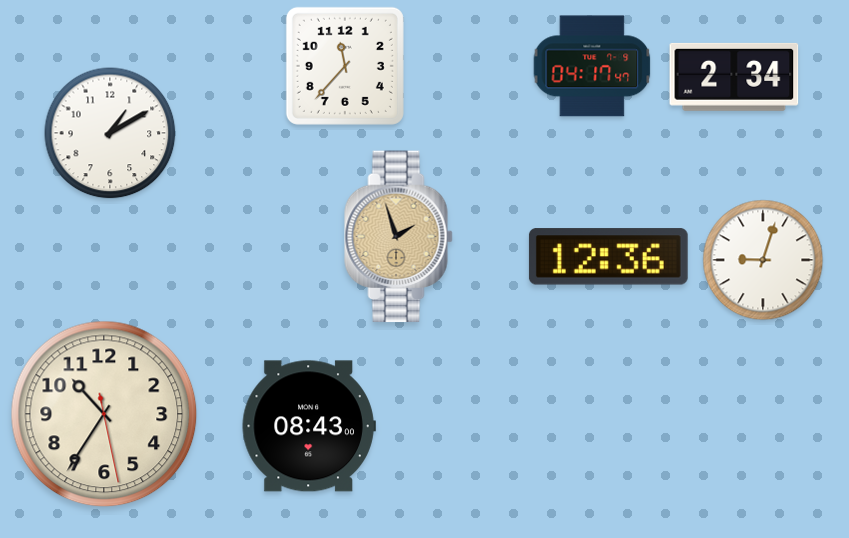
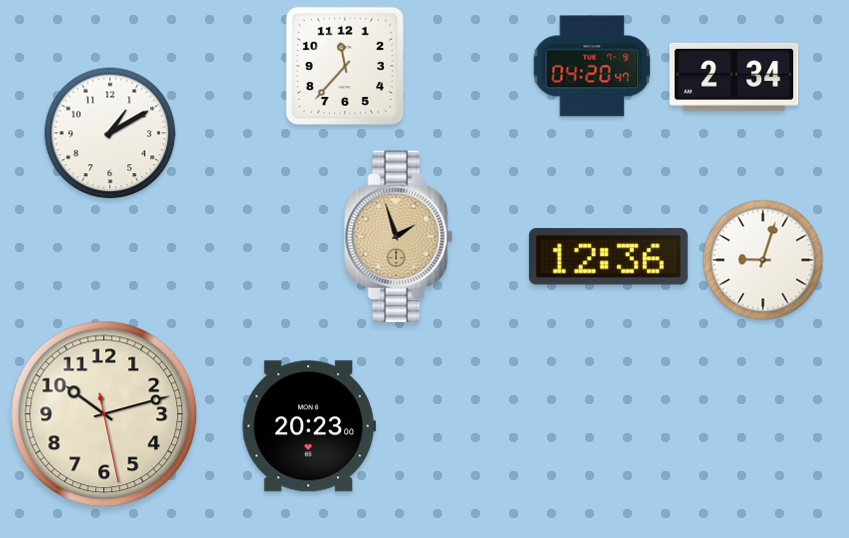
clock at (592, 66): 04:17 -> 04:20
clock at (104, 414): 10:35 -> 10:12
clock at (309, 426): 08:43 -> 20:23
